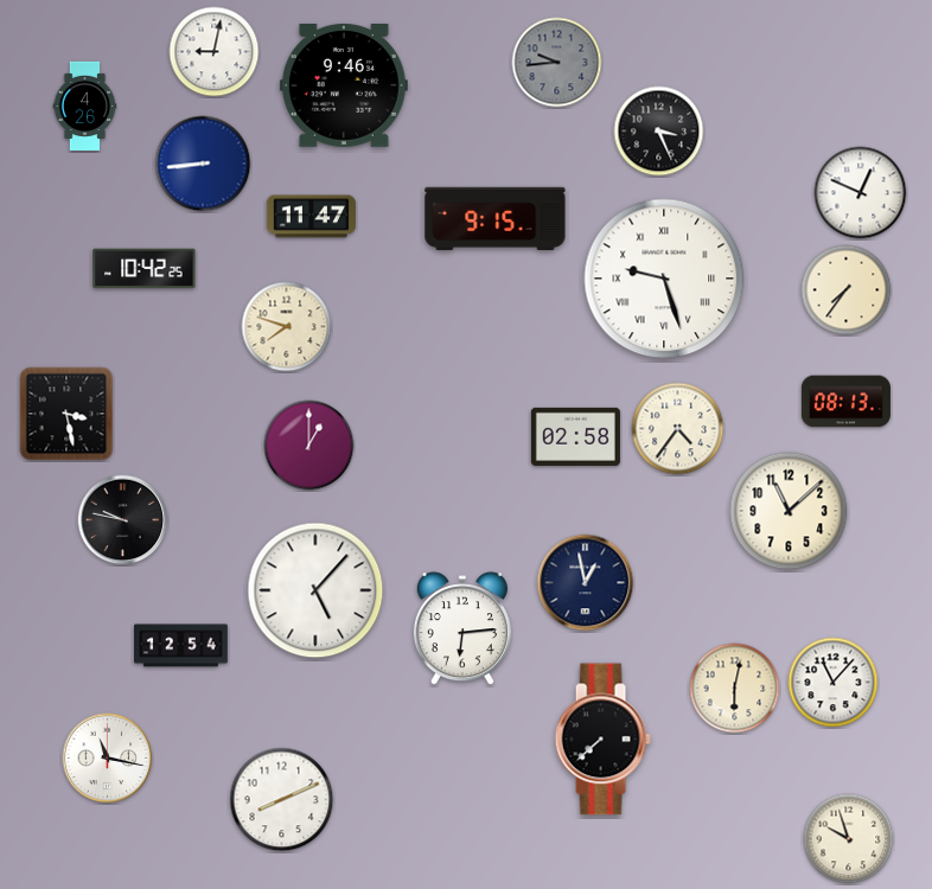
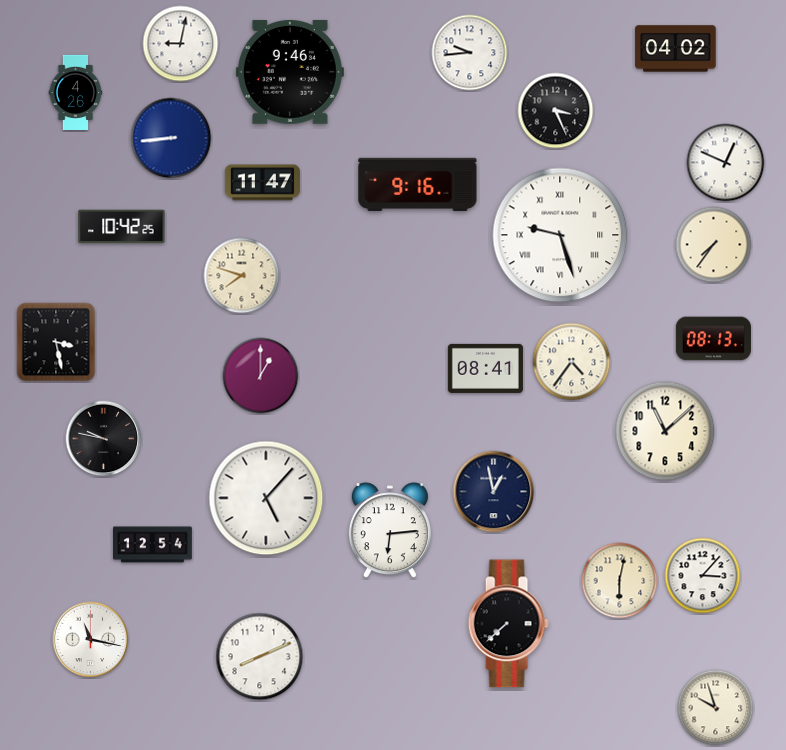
clock at (676, 49): none -> 04:02
clock at (557, 63) dial: grey -> white
clock at (85, 105) position: (85, 105) -> (76, 92)
clock at (496, 218): 9:15 -> 9:16
clock at (66, 414) position: (66, 414) -> (56, 342)
clock at (575, 436): 02:58 -> 08:41
clock at (834, 683): 11:07 -> 3:07
clock at (282, 800) position: (282, 800) -> (260, 657)
